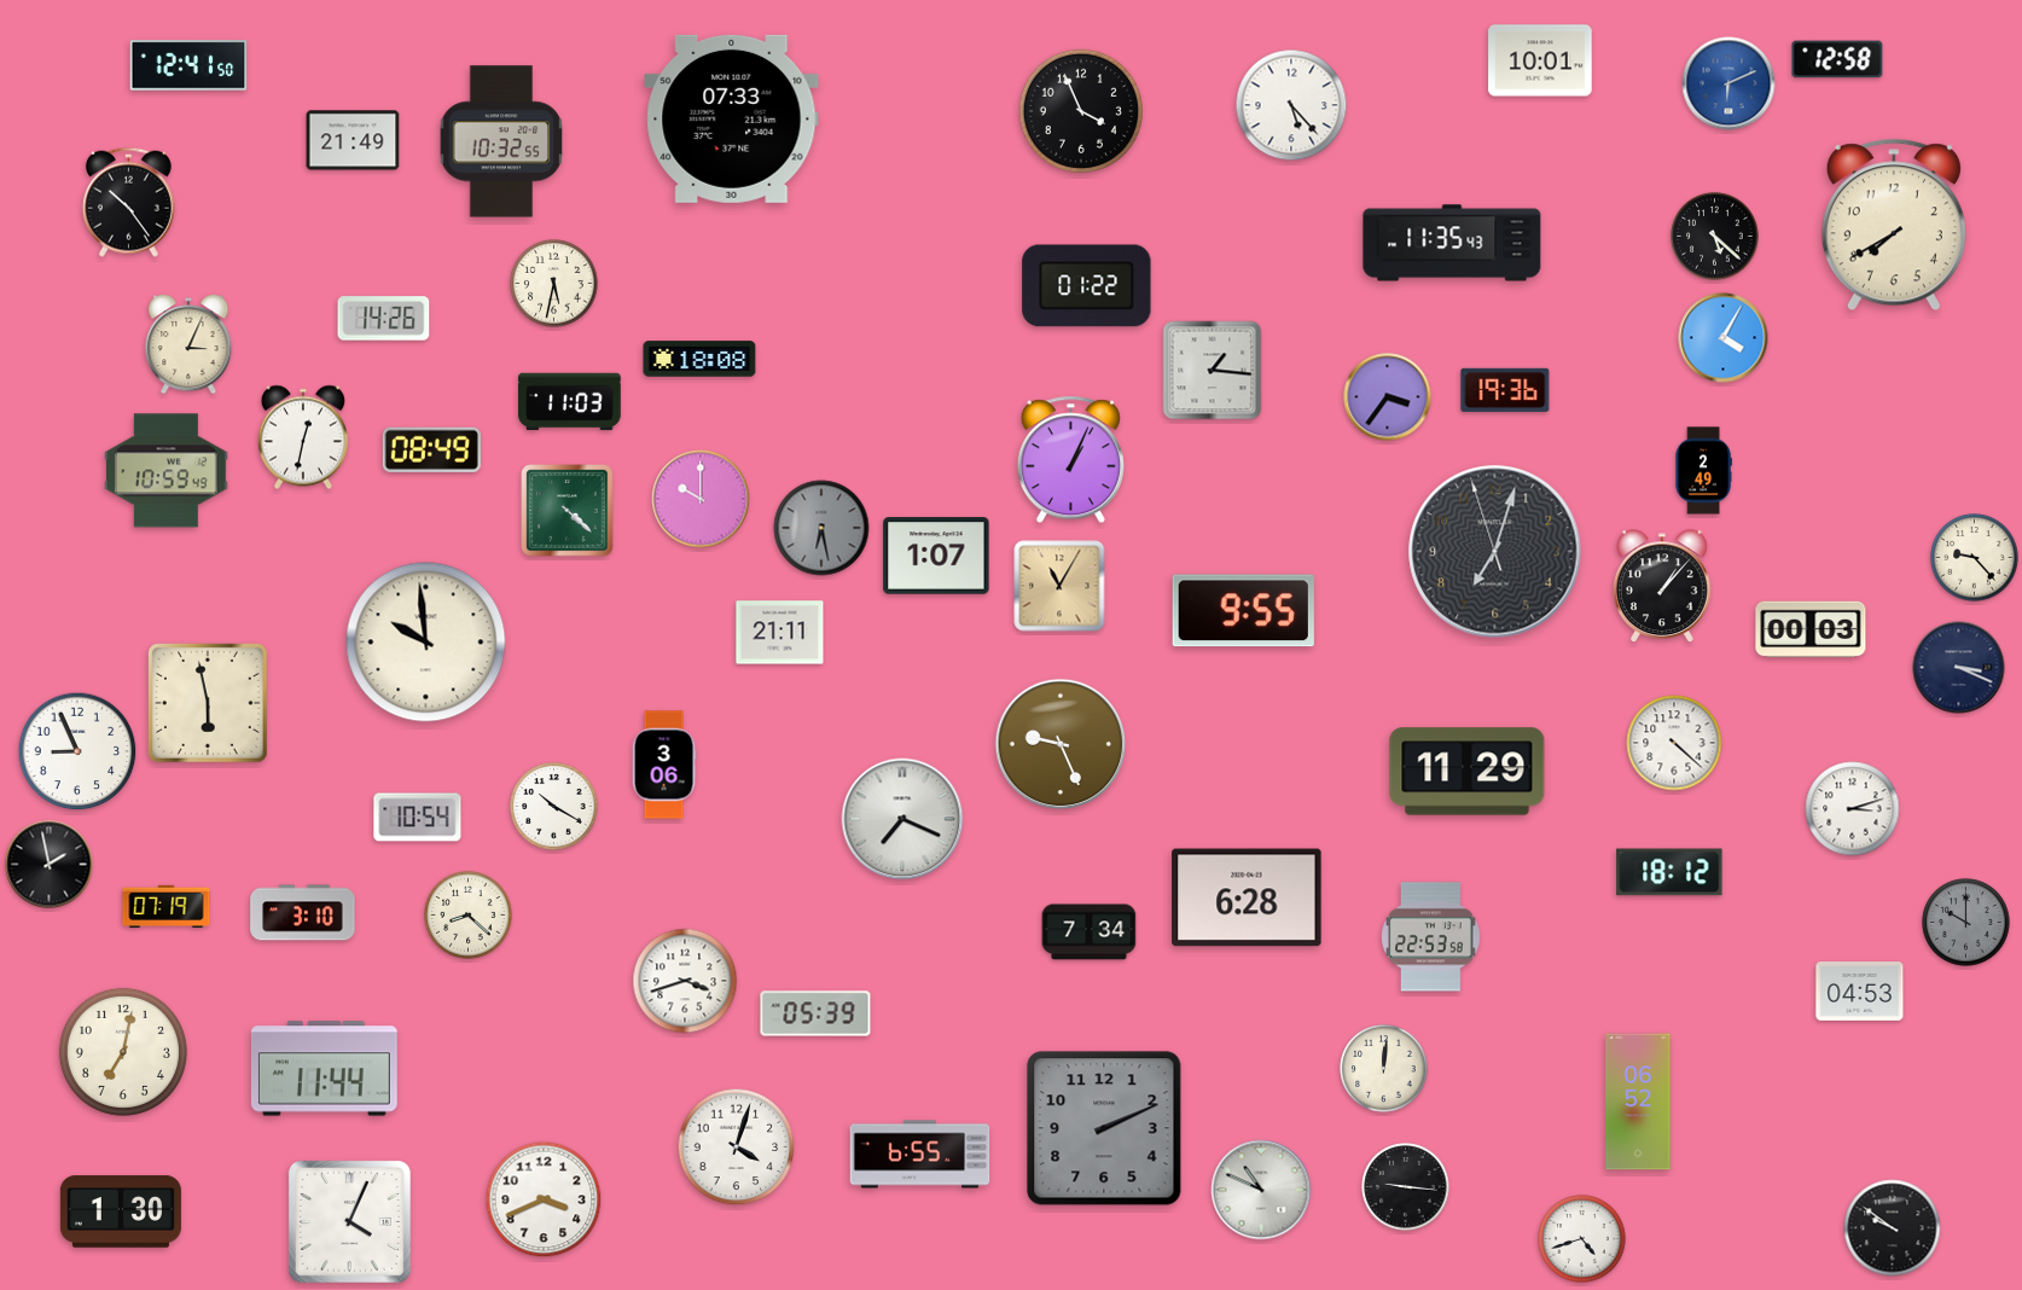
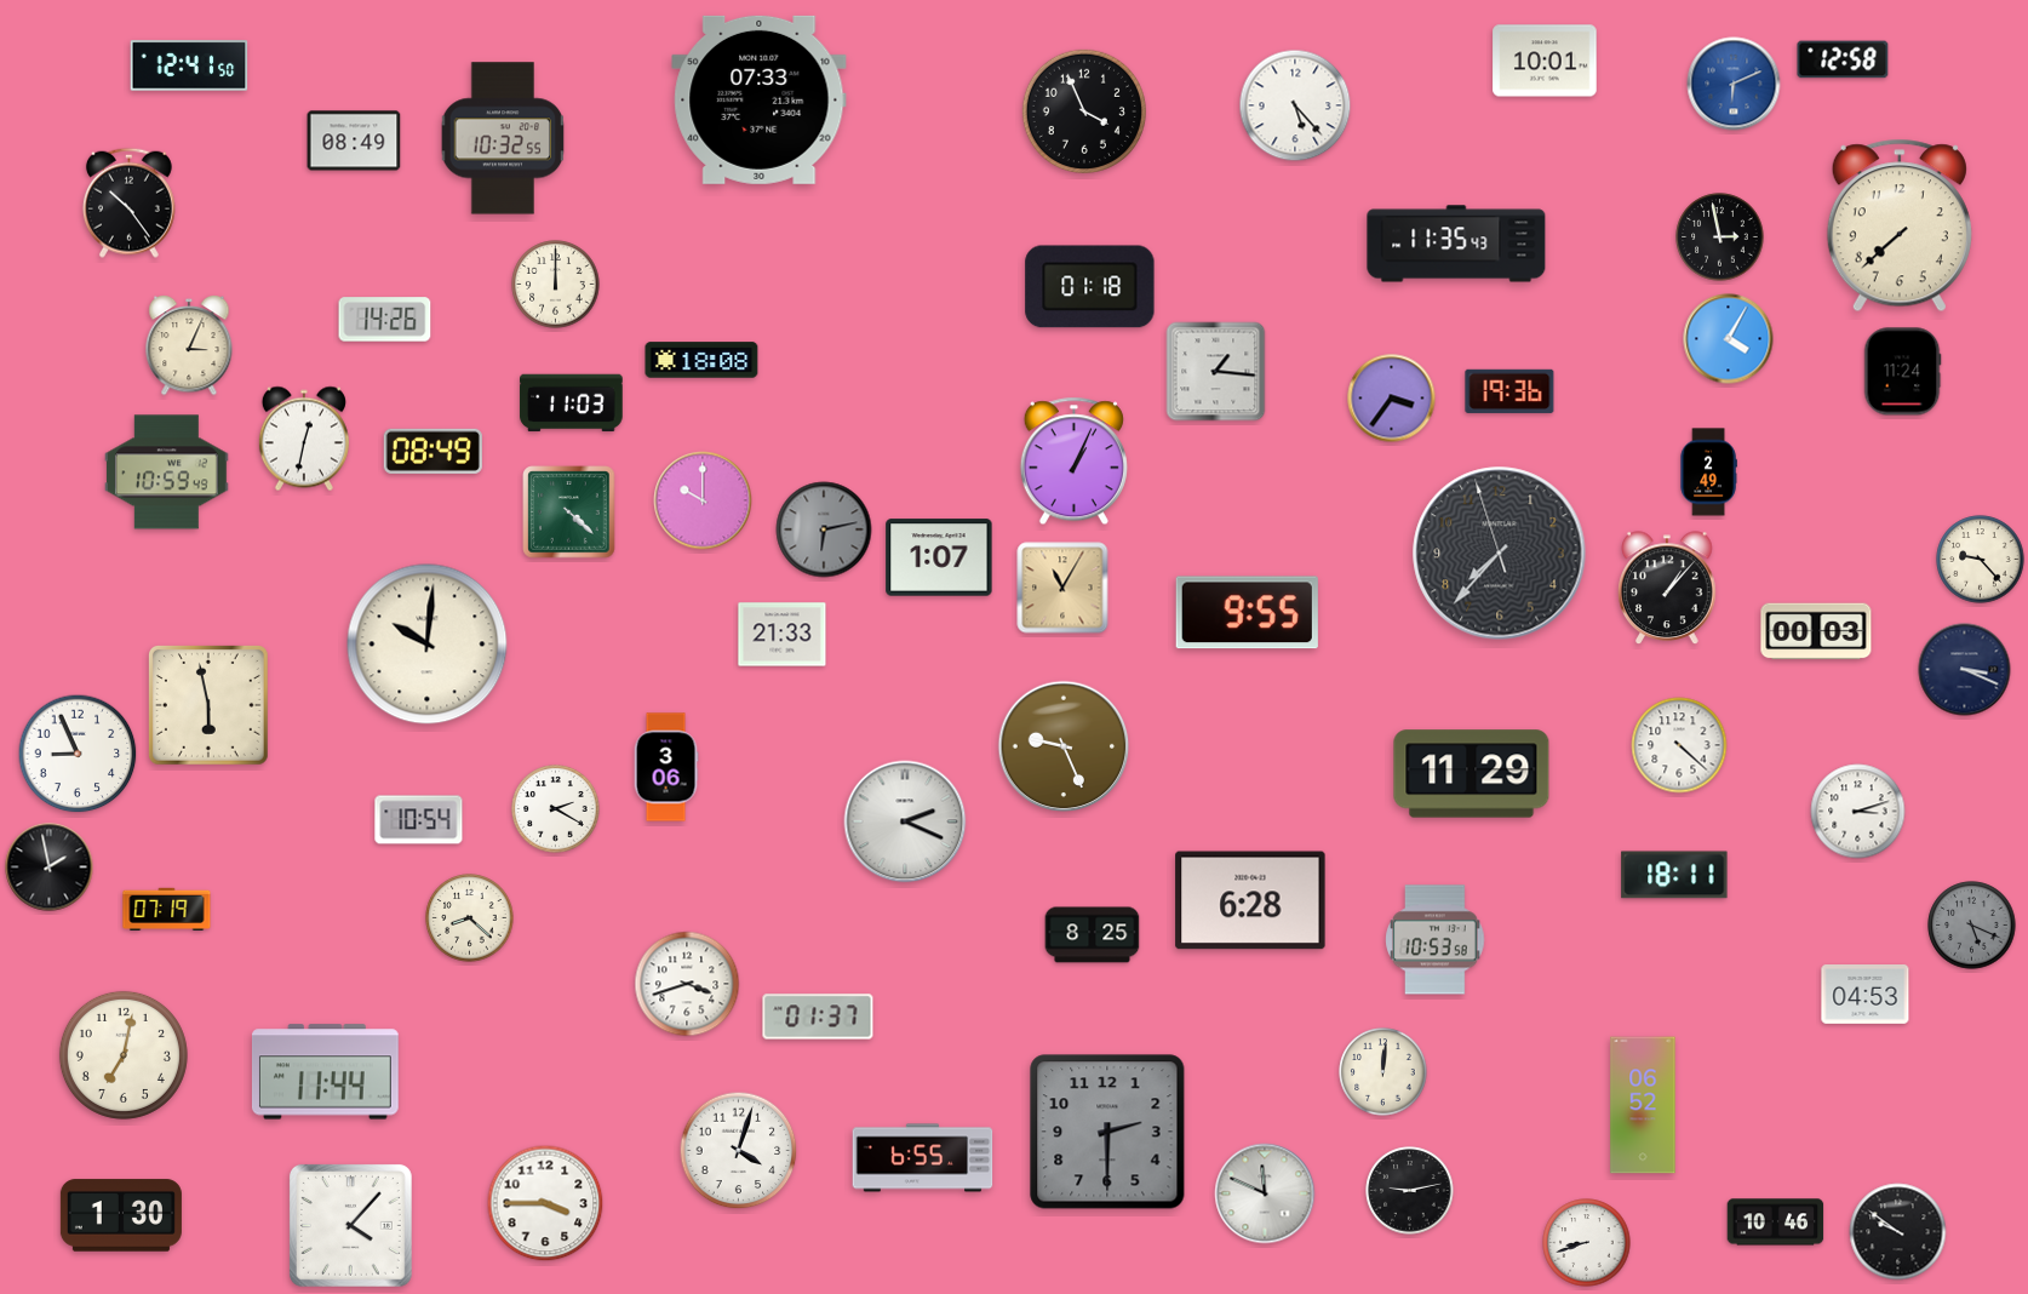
clock at (732, 118) position: (732, 118) -> (760, 99)
clock at (353, 140): 21:49 -> 08:49
clock at (501, 141) position: (501, 141) -> (503, 138)
clock at (1894, 225): 7:40 -> 7:38
clock at (1715, 237): 5:22 -> 2:58
clock at (554, 284): 5:32 -> 12:00
clock at (1087, 286): 01:22 -> 01:18
clock at (1902, 372): none -> 11:24
clock at (821, 528): 6:28 -> 6:13
clock at (1495, 552): 7:02 -> 7:36
clock at (780, 633): 21:11 -> 21:33
clock at (426, 643): 9:59 -> 10:01
clock at (554, 807): 10:20 -> 2:20
clock at (902, 819): 7:19 -> 2:19
clock at (1669, 872): 18:12 -> 18:11
clock at (303, 913): 3:10 -> none
clock at (1966, 923): 10:00 -> 5:19
clock at (1090, 932): 7:34 -> 8:25
clock at (1431, 937): 22:53 -> 10:53
clock at (815, 1013): 05:39 -> 01:37
clock at (1384, 1069) position: (1384, 1069) -> (1383, 1072)
clock at (1104, 1128): 2:11 -> 2:30
clock at (1406, 1187): 9:16 -> 9:13
clock at (1261, 1190): 10:49 -> 11:49
clock at (544, 1199): 3:41 -> 3:45
clock at (1776, 1223): none -> 10:46
clock at (349, 1221): 4:04 -> 4:07
clock at (1582, 1239): 4:42 -> 8:42
